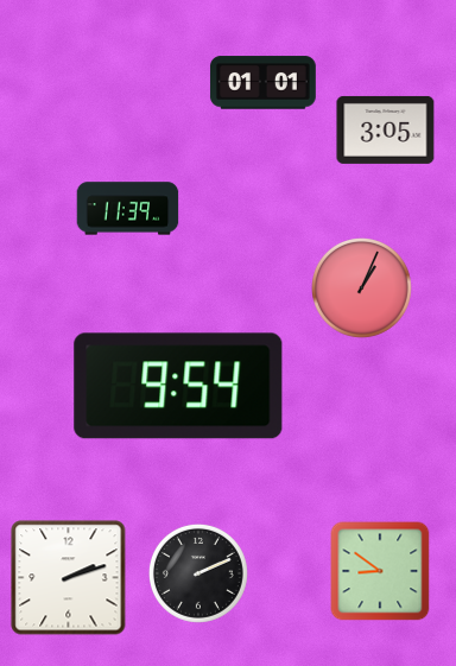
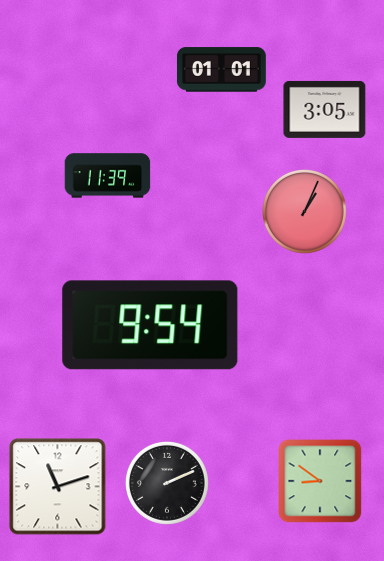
clock at (362, 288) position: (362, 288) -> (305, 212)
clock at (69, 578): 2:12 -> 11:12
